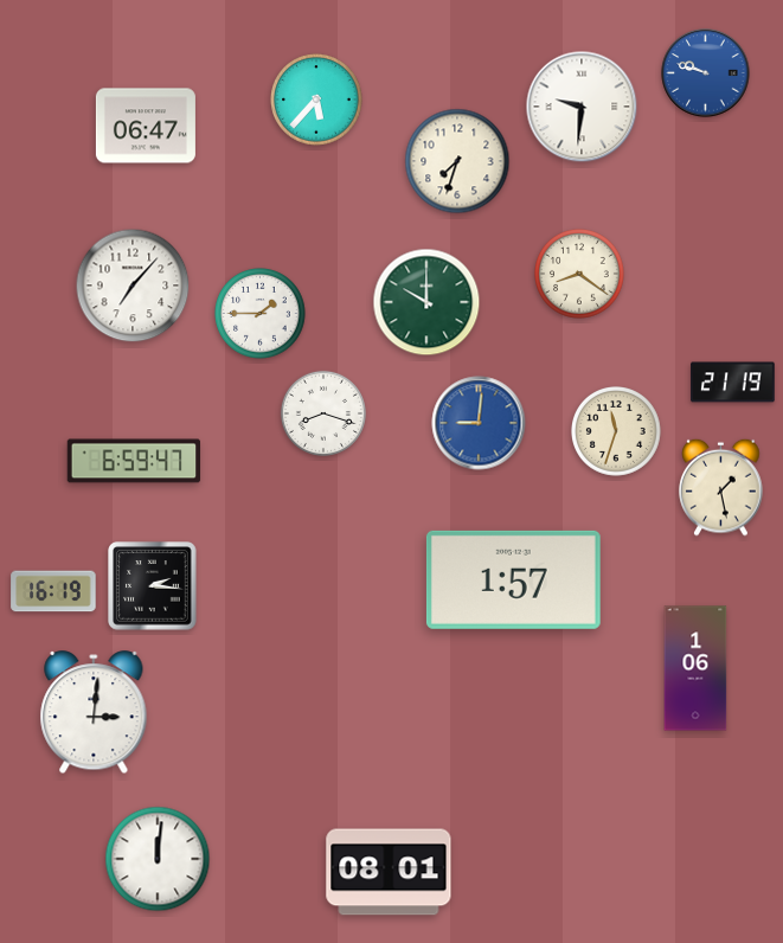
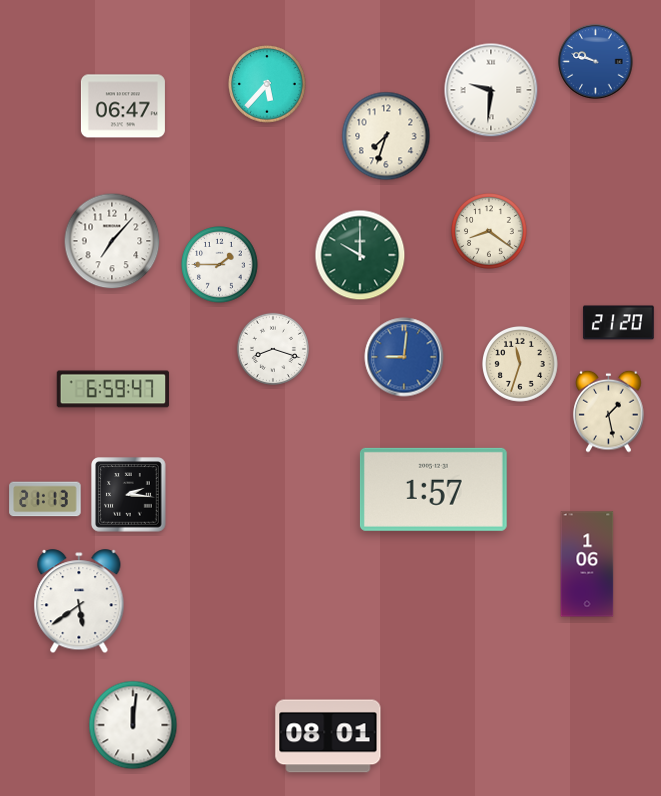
clock at (733, 383): 21:19 -> 21:20
clock at (53, 591): 16:19 -> 21:13
clock at (94, 713): 3:01 -> 5:39
